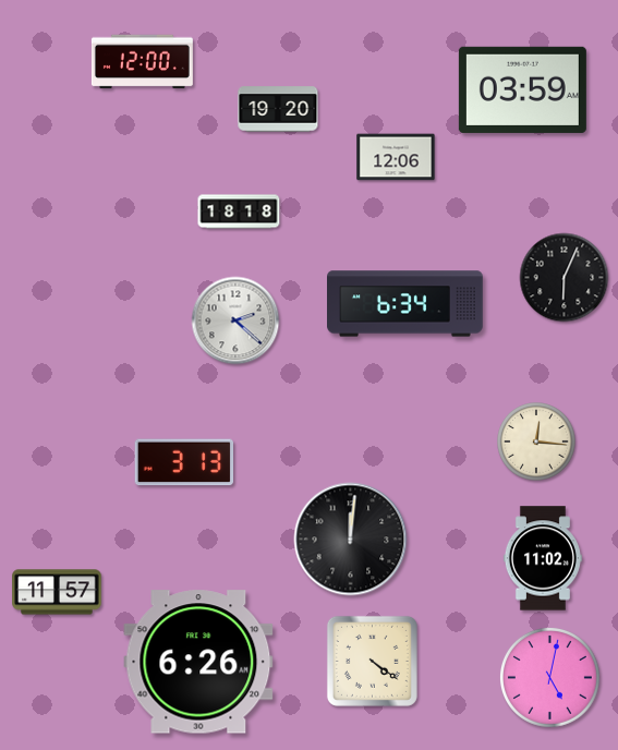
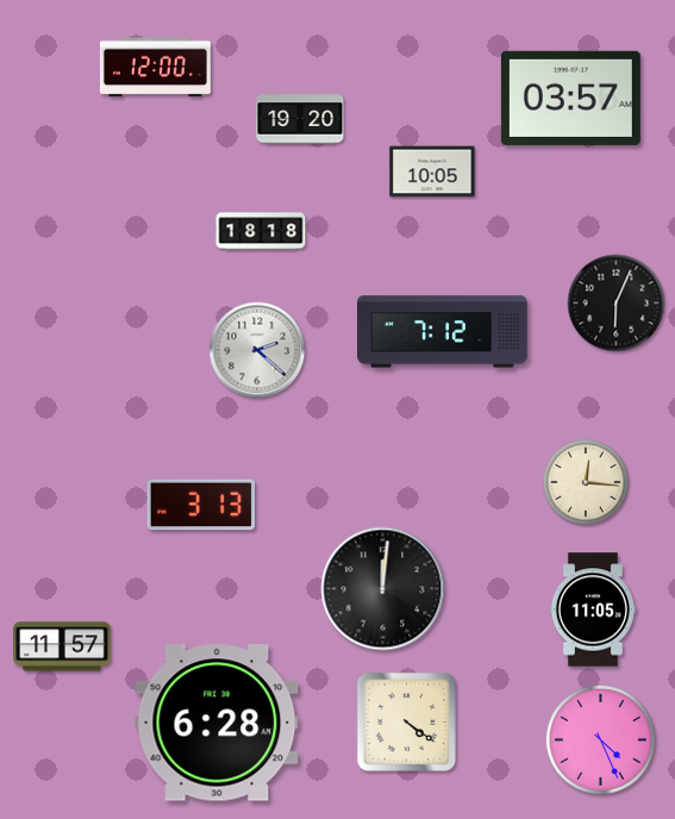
clock at (522, 89): 03:59 -> 03:57
clock at (278, 109) position: (278, 109) -> (300, 119)
clock at (396, 157): 12:06 -> 10:05
clock at (405, 304): 6:34 -> 7:12
clock at (543, 558): 11:02 -> 11:05
clock at (198, 662): 6:26 -> 6:28
clock at (549, 677): 5:02 -> 4:26
